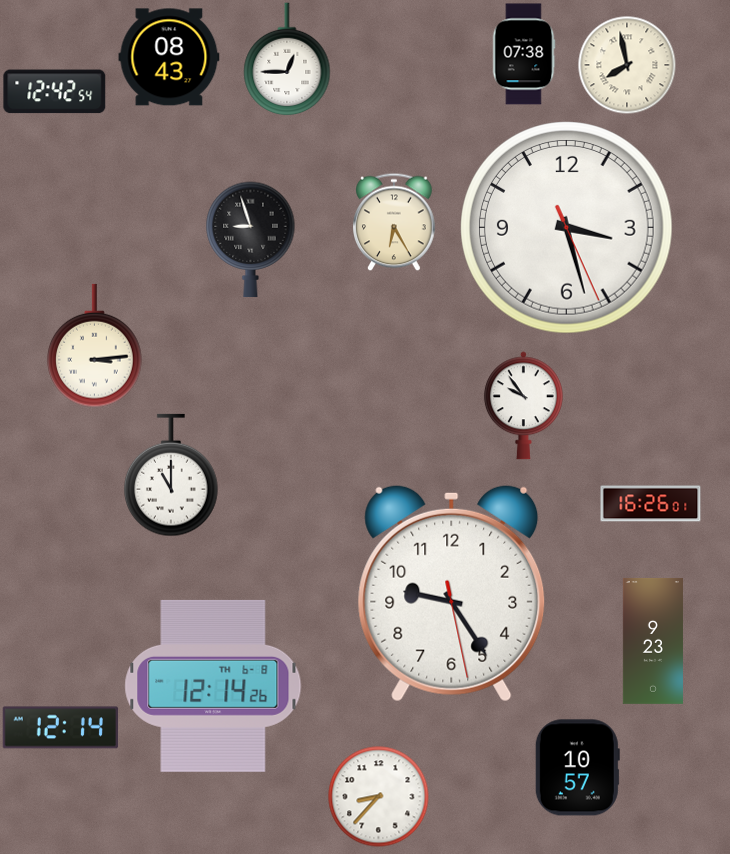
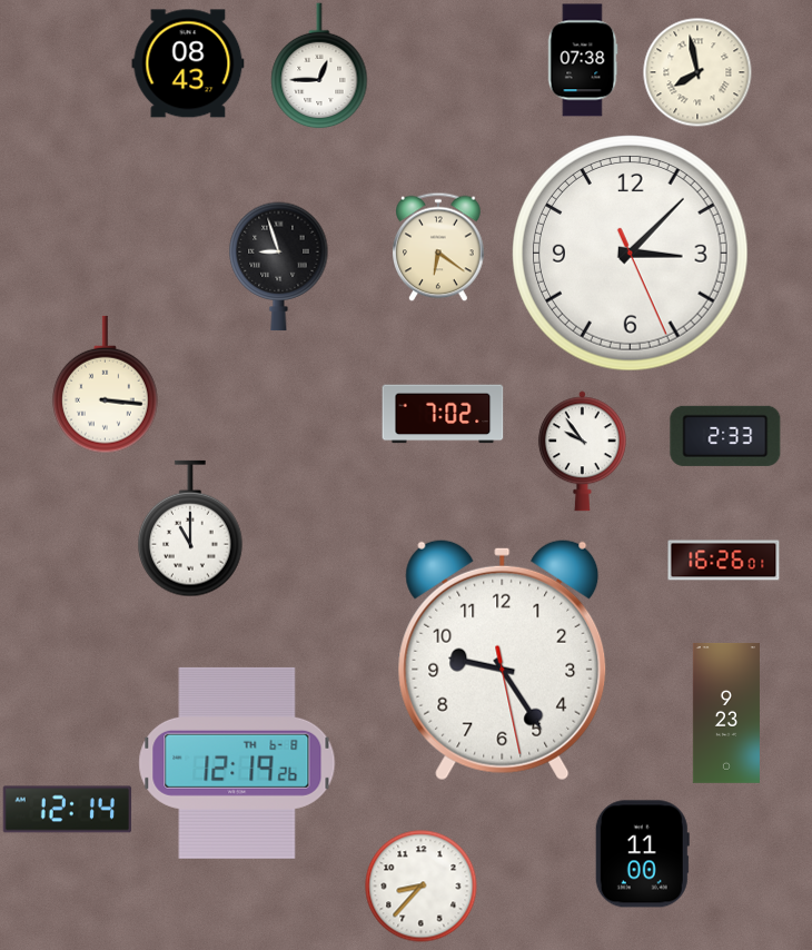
clock at (55, 92): 12:42 -> none
clock at (394, 222): 6:25 -> 6:21
clock at (567, 228): 3:27 -> 3:07
clock at (95, 346): 3:14 -> 3:16
clock at (443, 414): none -> 7:02
clock at (725, 436): none -> 2:33
clock at (213, 686): 12:14 -> 12:19
clock at (577, 768): 10:57 -> 11:00
